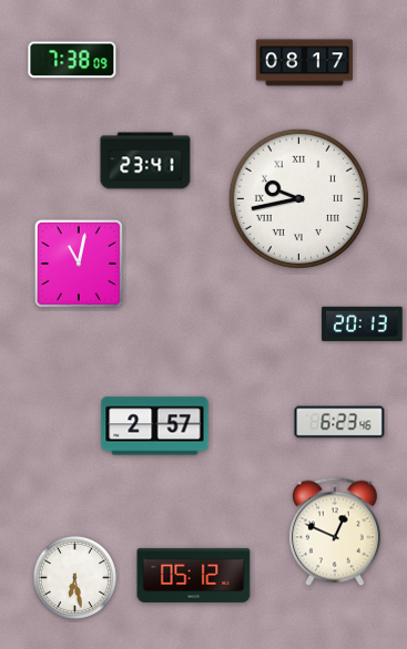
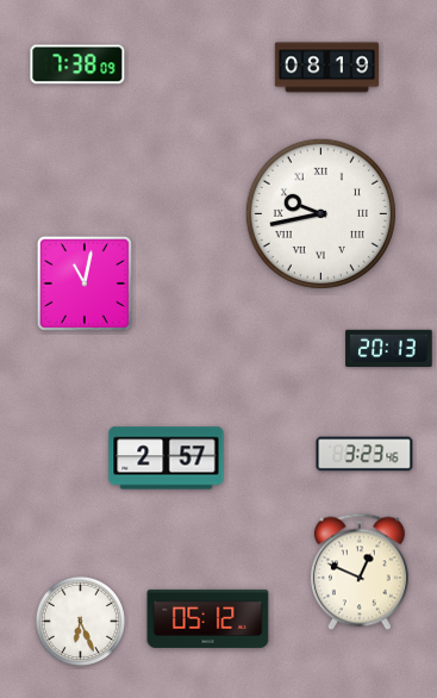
clock at (305, 63): 08:17 -> 08:19
clock at (145, 161): 23:41 -> none
clock at (339, 422): 6:23 -> 3:23
clock at (74, 577): 6:28 -> 6:26
